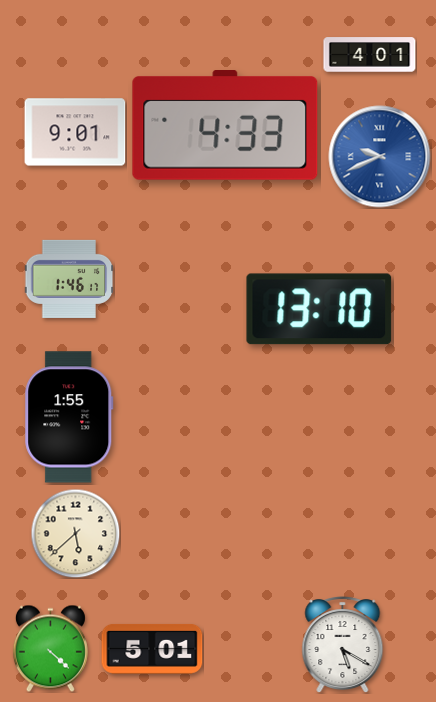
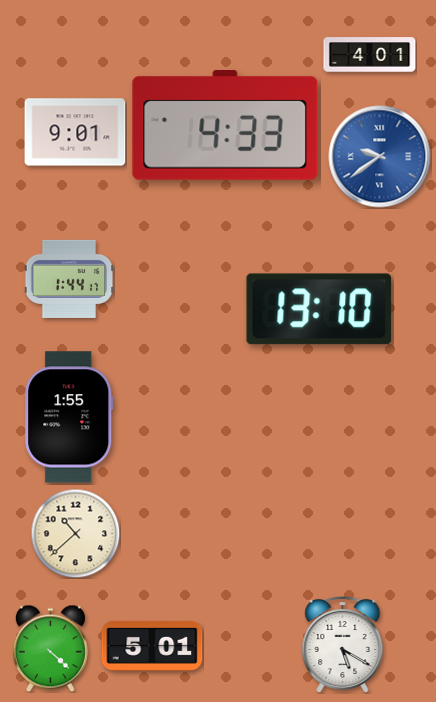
clock at (380, 157): 9:41 -> 9:39
clock at (69, 279): 1:46 -> 1:44
clock at (75, 533): 5:38 -> 10:38
clock at (152, 649) position: (152, 649) -> (152, 646)
